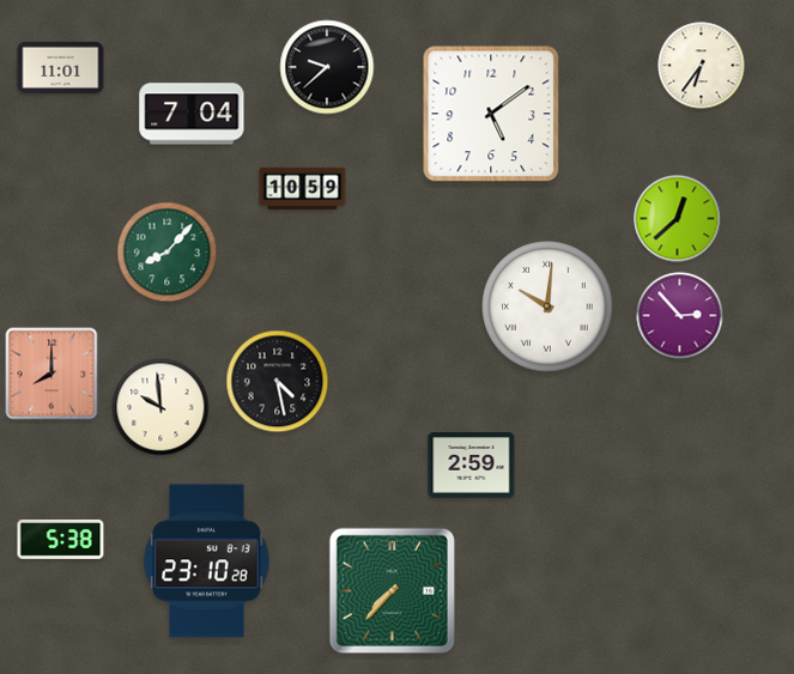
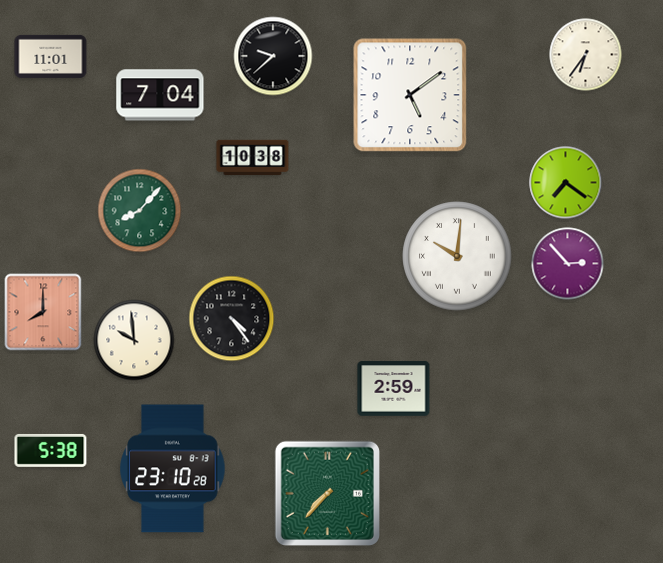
clock at (303, 189): 10:59 -> 10:38
clock at (678, 219): 12:38 -> 7:21
clock at (278, 382): 4:28 -> 4:24
